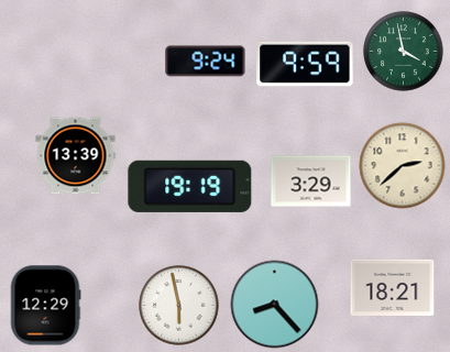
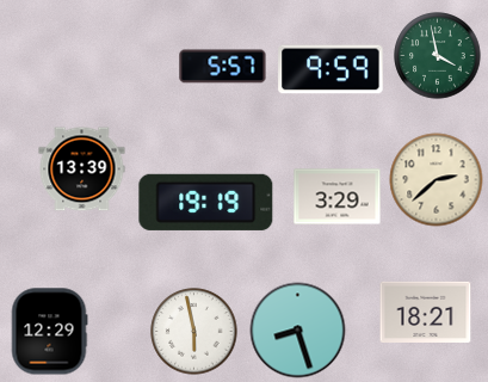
clock at (206, 62): 9:24 -> 5:57
clock at (275, 305): 8:23 -> 8:27
